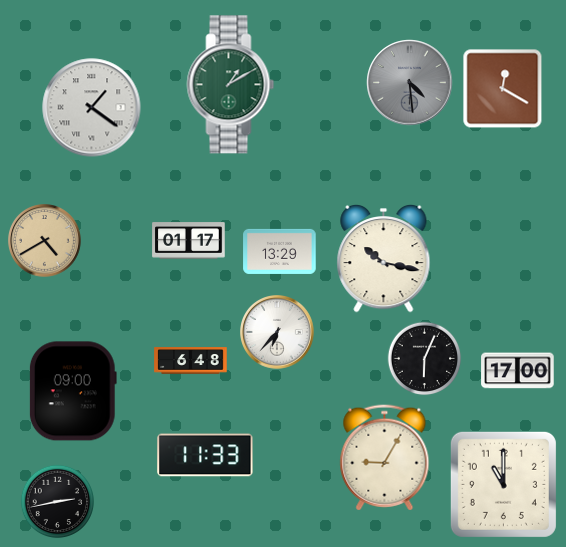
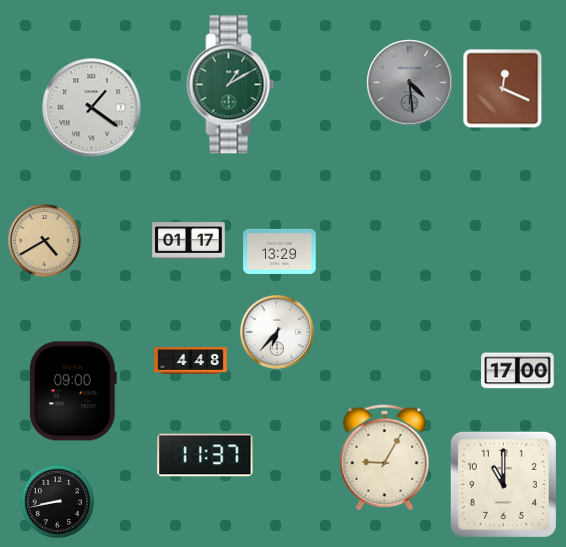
clock at (503, 89): 12:20 -> 12:19
clock at (384, 258): 10:17 -> none
clock at (425, 359): 6:04 -> none
clock at (191, 361): 6:48 -> 4:48
clock at (205, 455): 11:33 -> 11:37
clock at (58, 502): 2:43 -> 8:43
